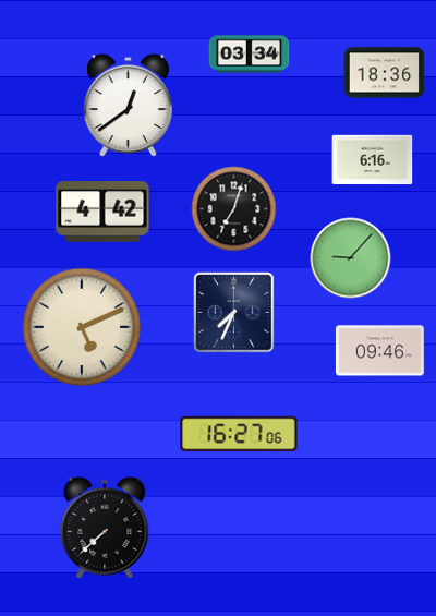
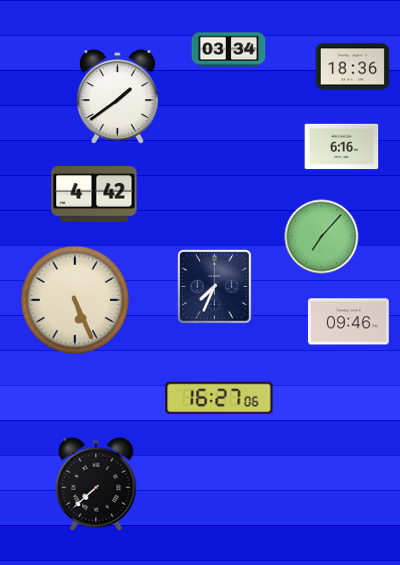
clock at (129, 106): 12:39 -> 1:39
clock at (234, 209): 7:03 -> none
clock at (351, 258): 9:07 -> 7:07
clock at (82, 327): 5:11 -> 5:26
